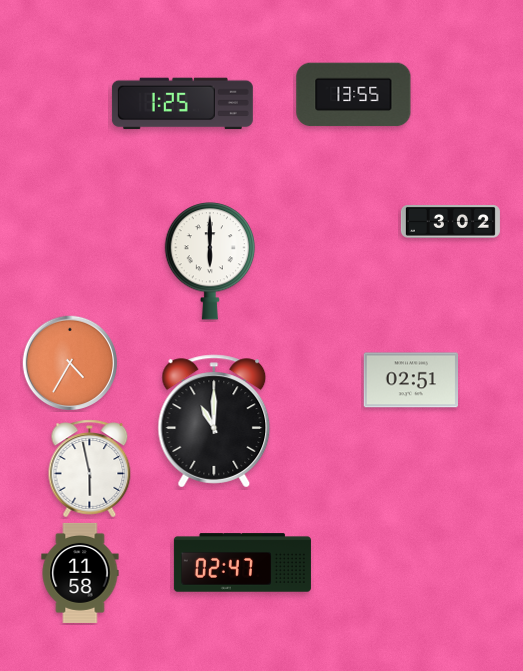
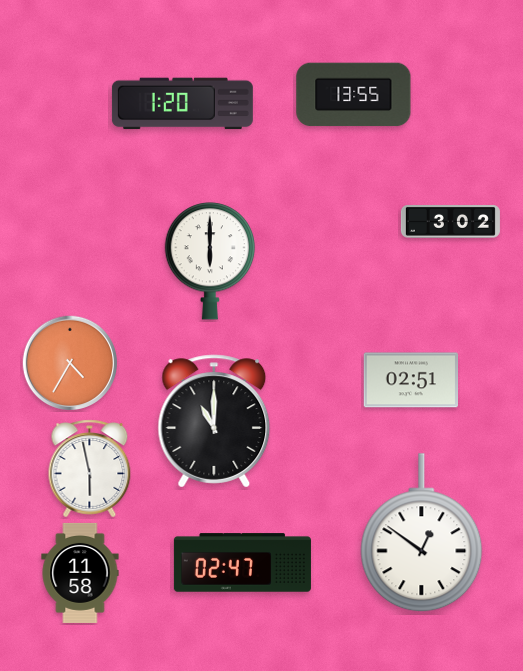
clock at (182, 104): 1:25 -> 1:20
clock at (422, 533): none -> 12:51
